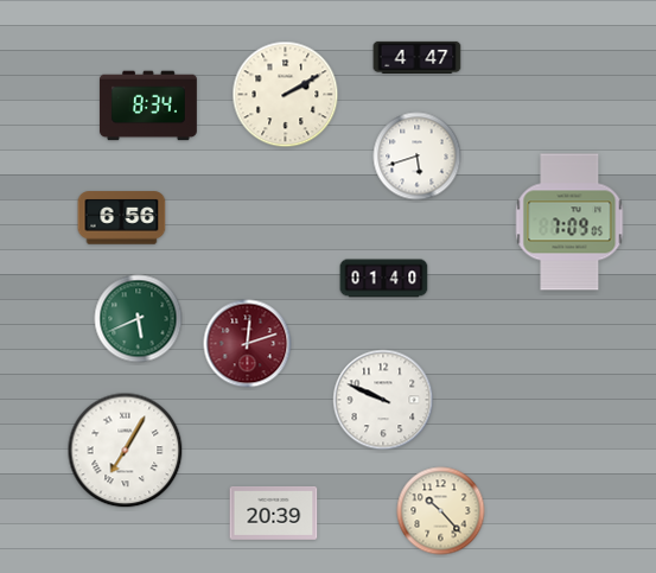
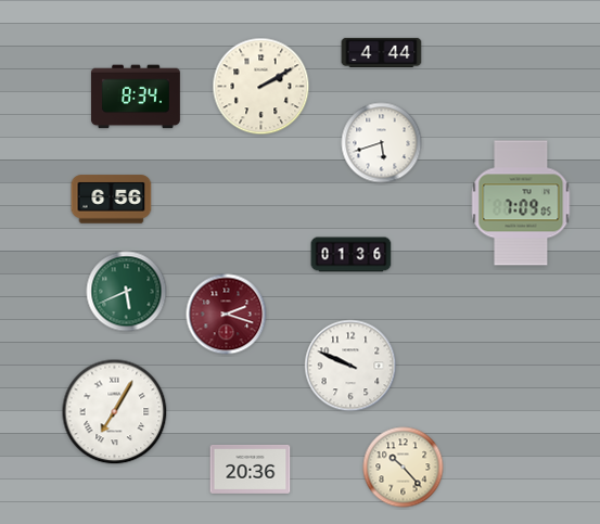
clock at (418, 57): 4:47 -> 4:44
clock at (384, 279): 01:40 -> 01:36
clock at (248, 344): 12:12 -> 2:18
clock at (274, 512): 20:39 -> 20:36
